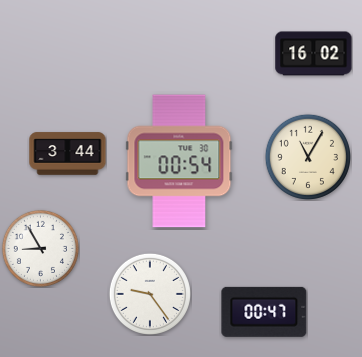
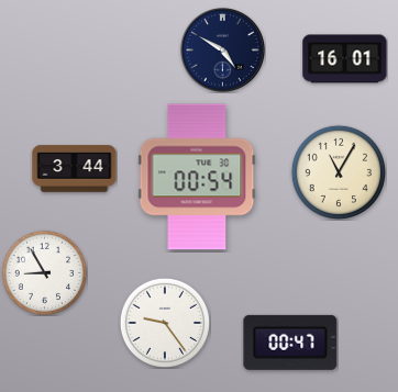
clock at (223, 51): none -> 4:50
clock at (314, 54): 16:02 -> 16:01
